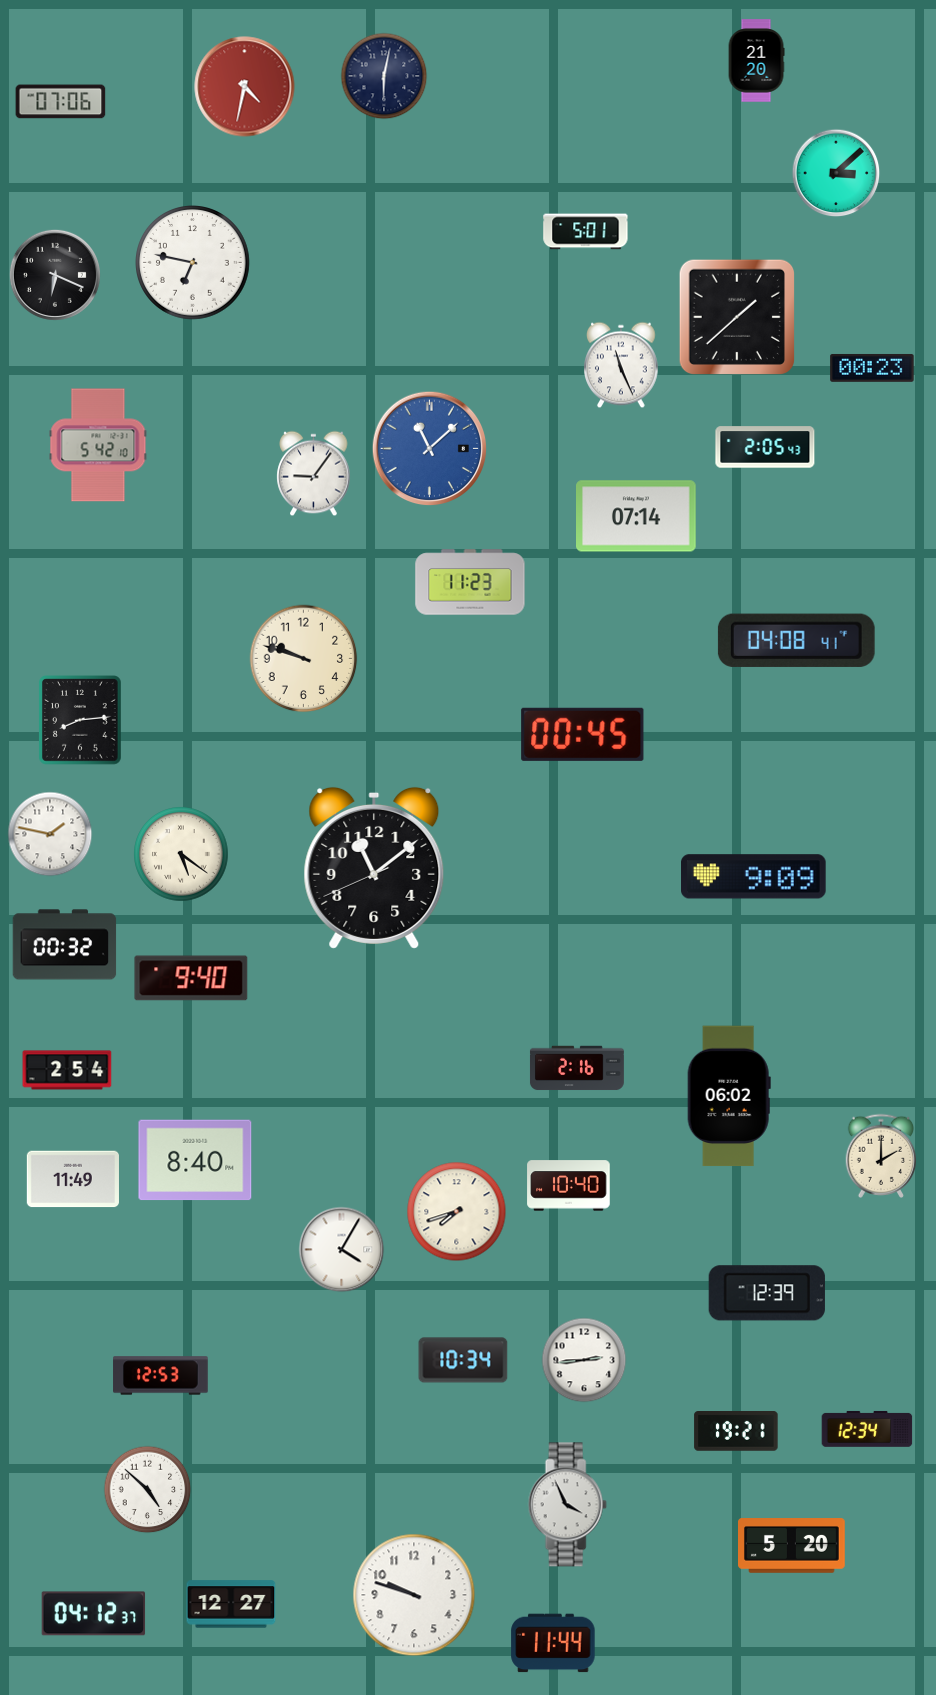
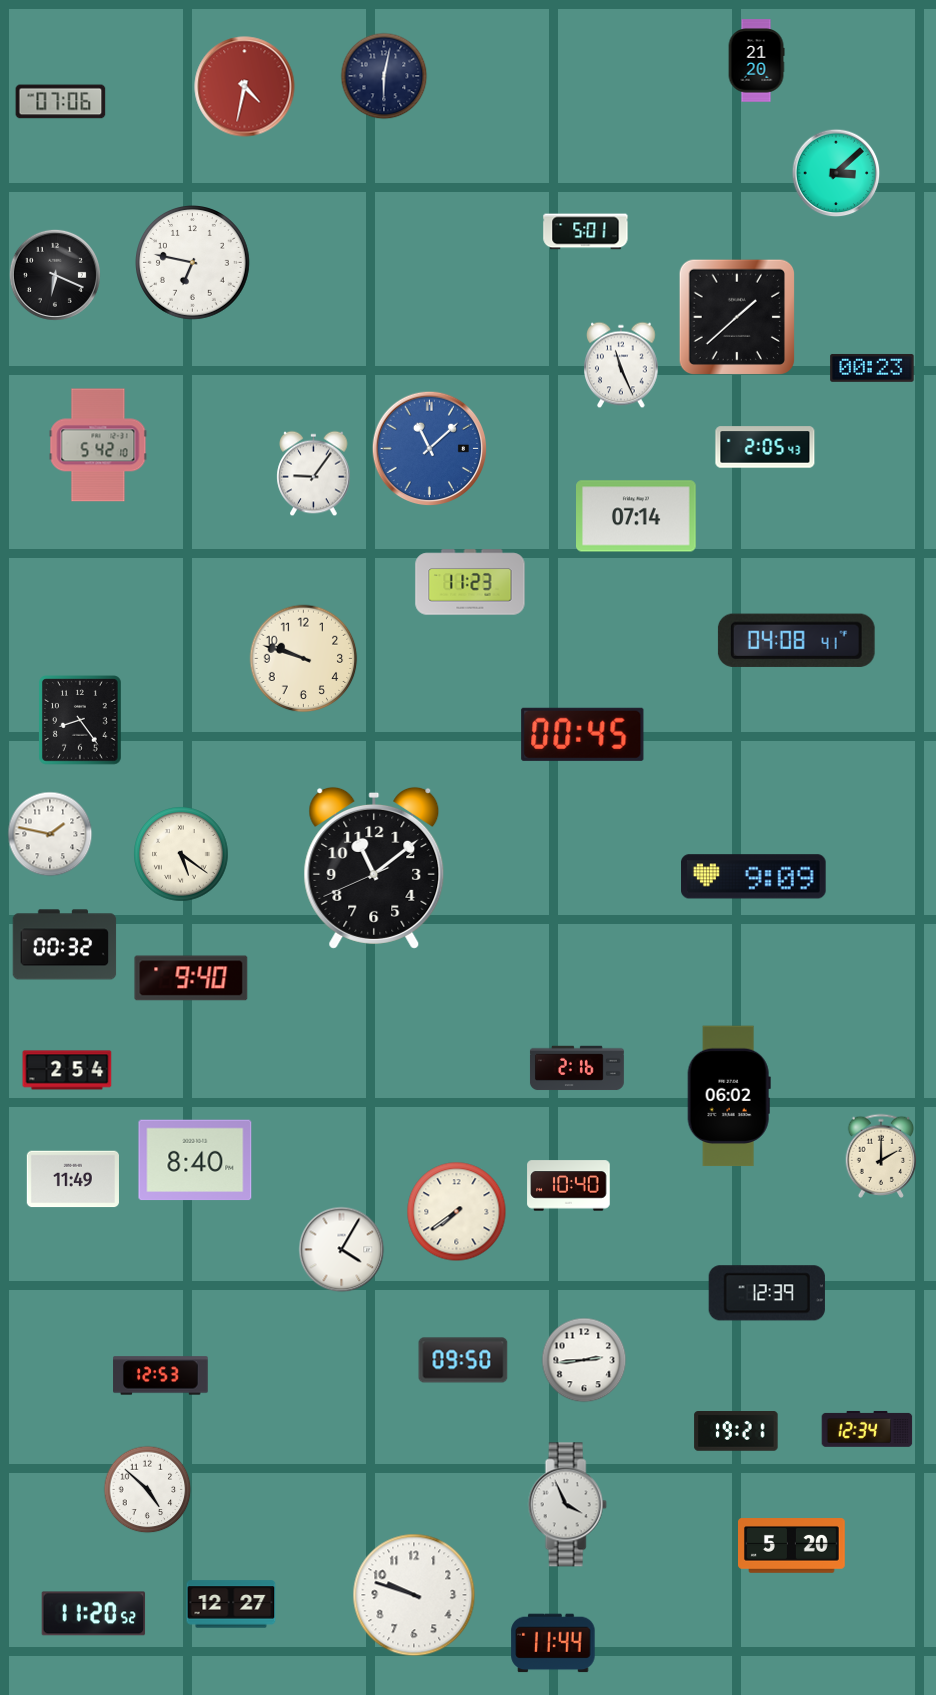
clock at (81, 720): 8:14 -> 8:24
clock at (457, 1212): 7:42 -> 7:39
clock at (463, 1360): 10:34 -> 09:50
clock at (94, 1614): 04:12 -> 11:20
